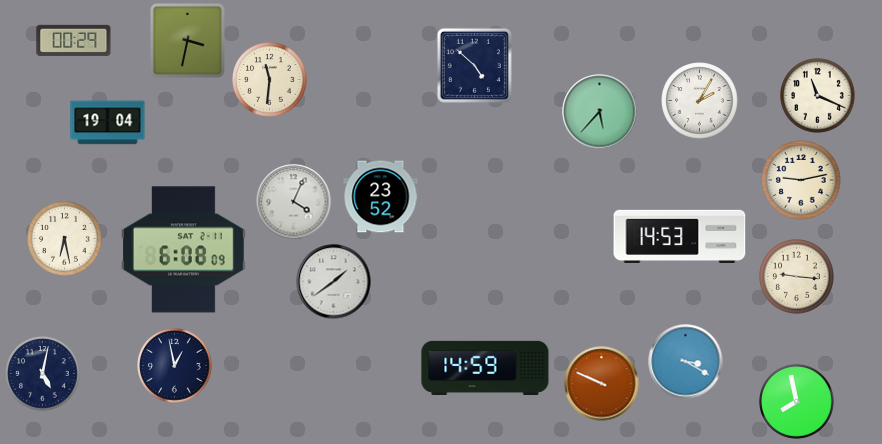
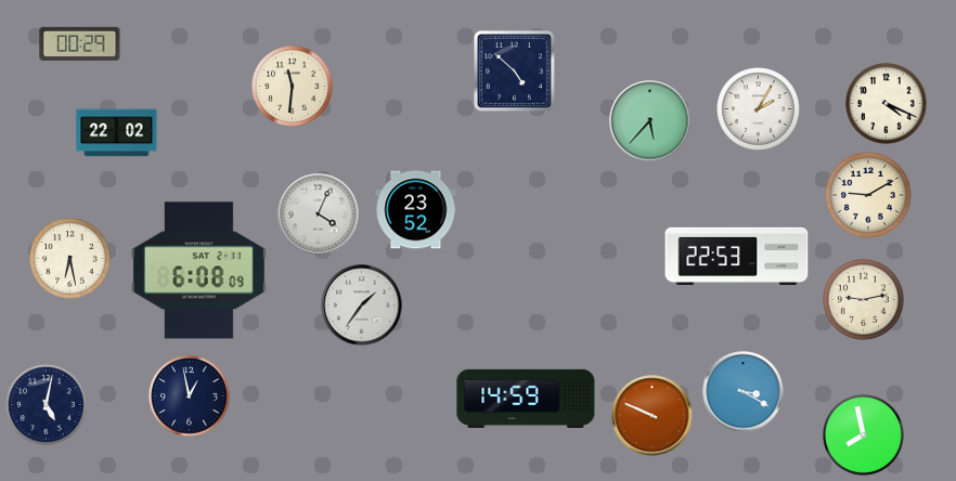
clock at (187, 40): 3:32 -> none
clock at (818, 96): 11:19 -> 4:19
clock at (108, 123): 19:04 -> 22:02
clock at (801, 180): 9:13 -> 9:10
clock at (381, 197) position: (381, 197) -> (416, 210)
clock at (294, 202) position: (294, 202) -> (319, 214)
clock at (680, 236): 14:53 -> 22:53
clock at (797, 277): 9:16 -> 9:13
clock at (334, 282): 1:39 -> 1:36
